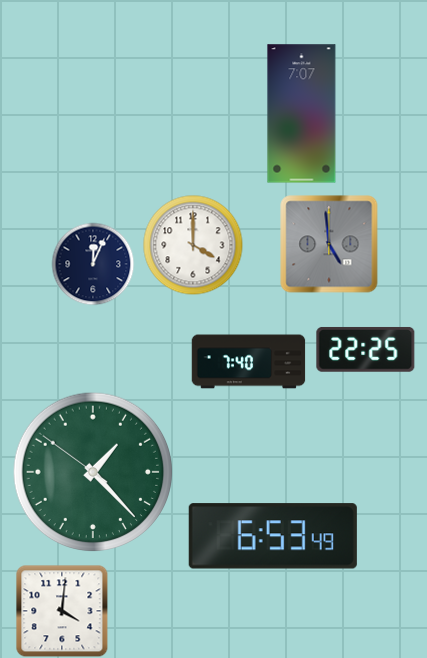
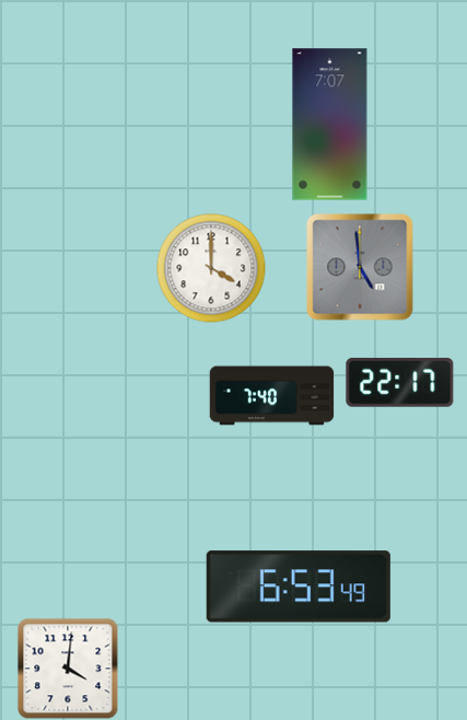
clock at (93, 264): 12:04 -> none
clock at (366, 349): 22:25 -> 22:17
clock at (93, 472): 1:22 -> none
